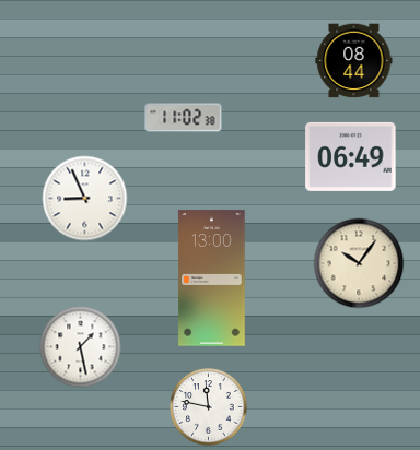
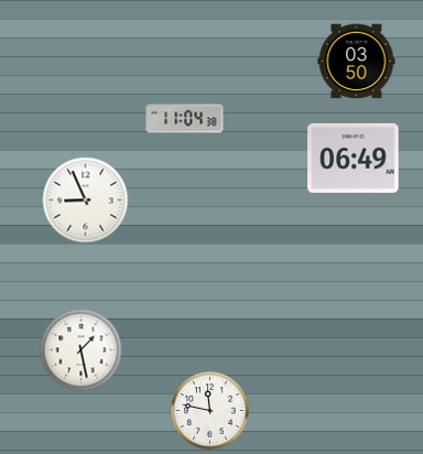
clock at (354, 61): 08:44 -> 03:50
clock at (184, 118): 11:02 -> 11:04
clock at (359, 263): 10:06 -> none
clock at (212, 279): 13:00 -> none
